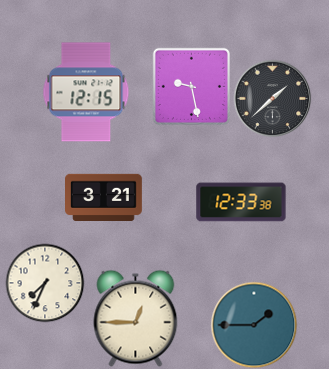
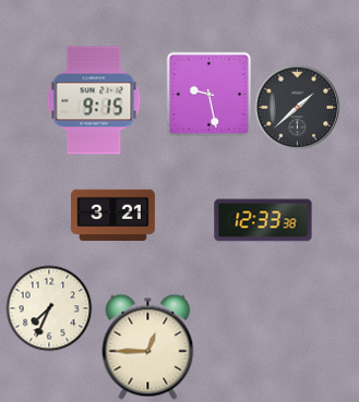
clock at (86, 92): 12:15 -> 9:15
clock at (254, 325): 1:45 -> none
